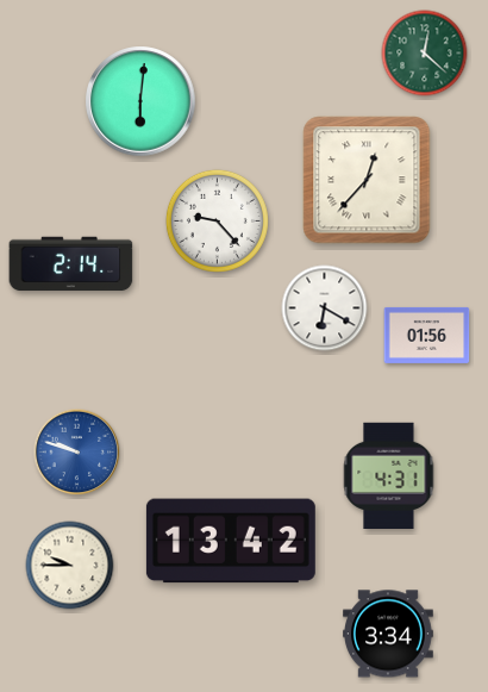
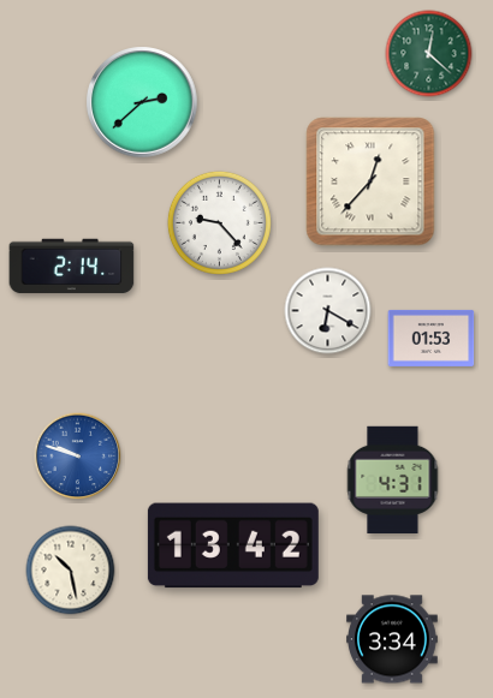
clock at (140, 101): 6:01 -> 2:38
clock at (427, 335): 01:56 -> 01:53
clock at (70, 566): 9:45 -> 10:28
